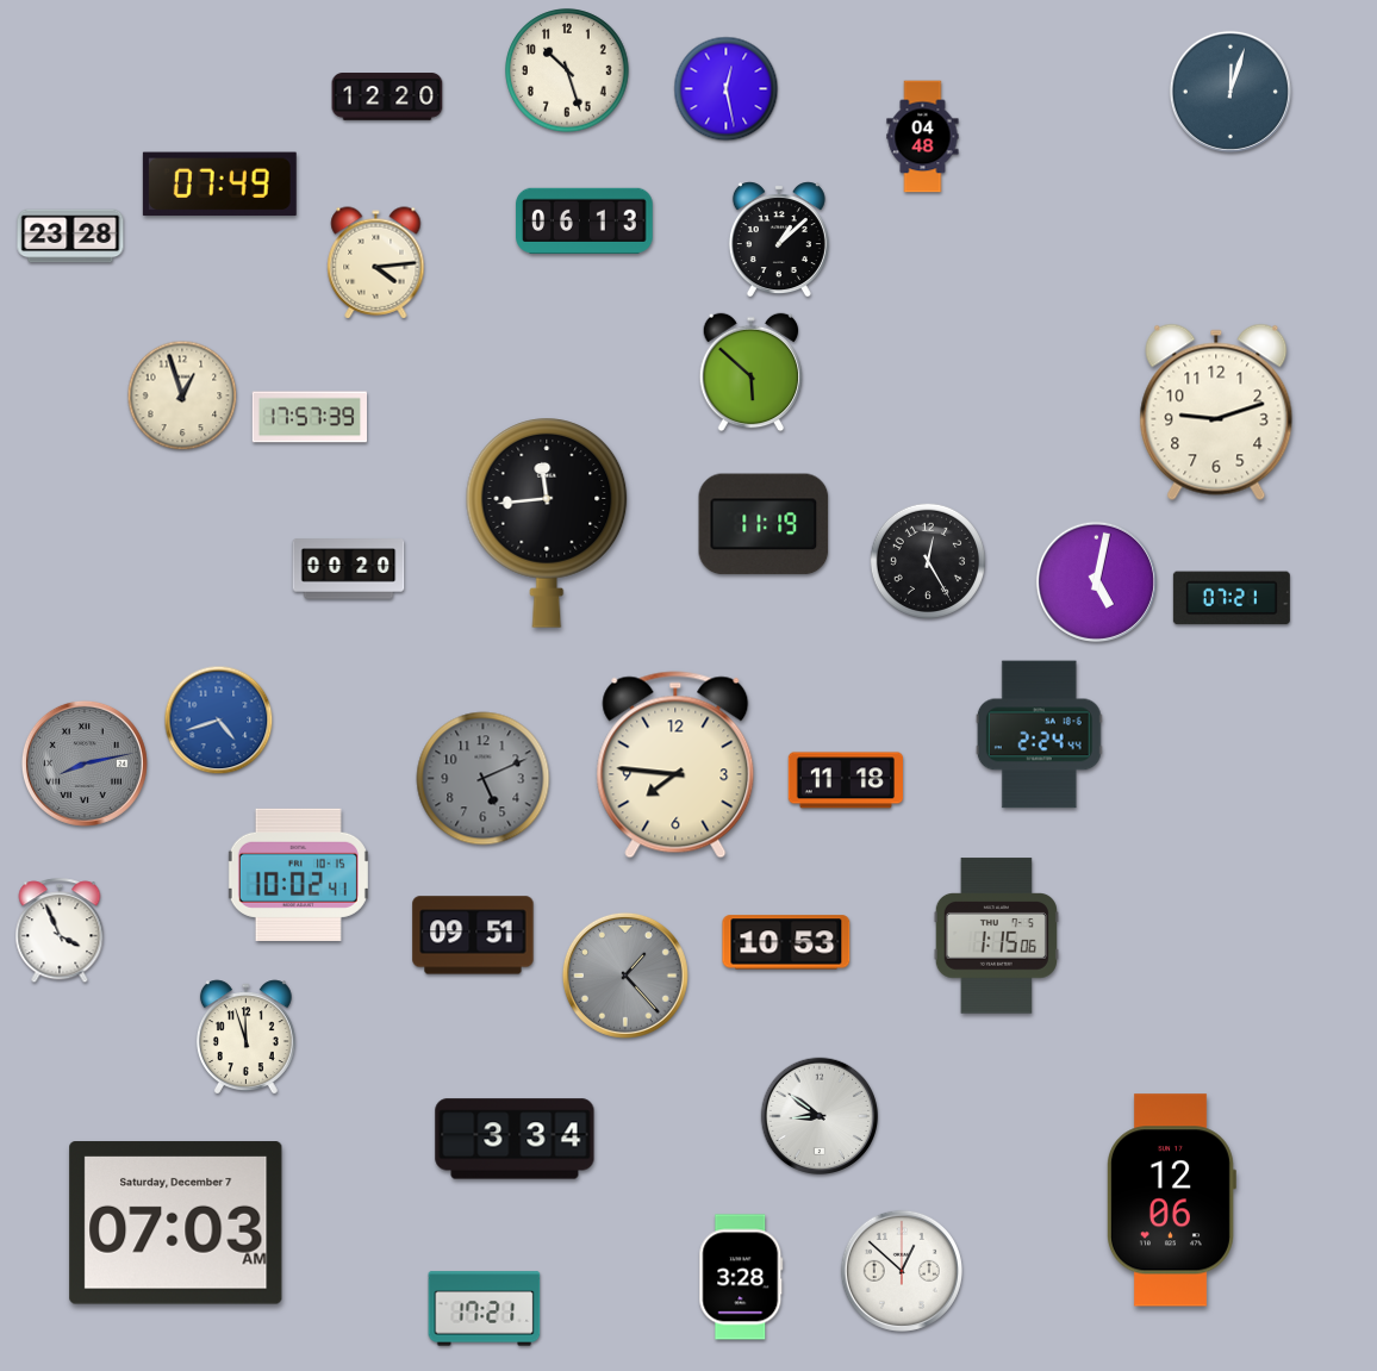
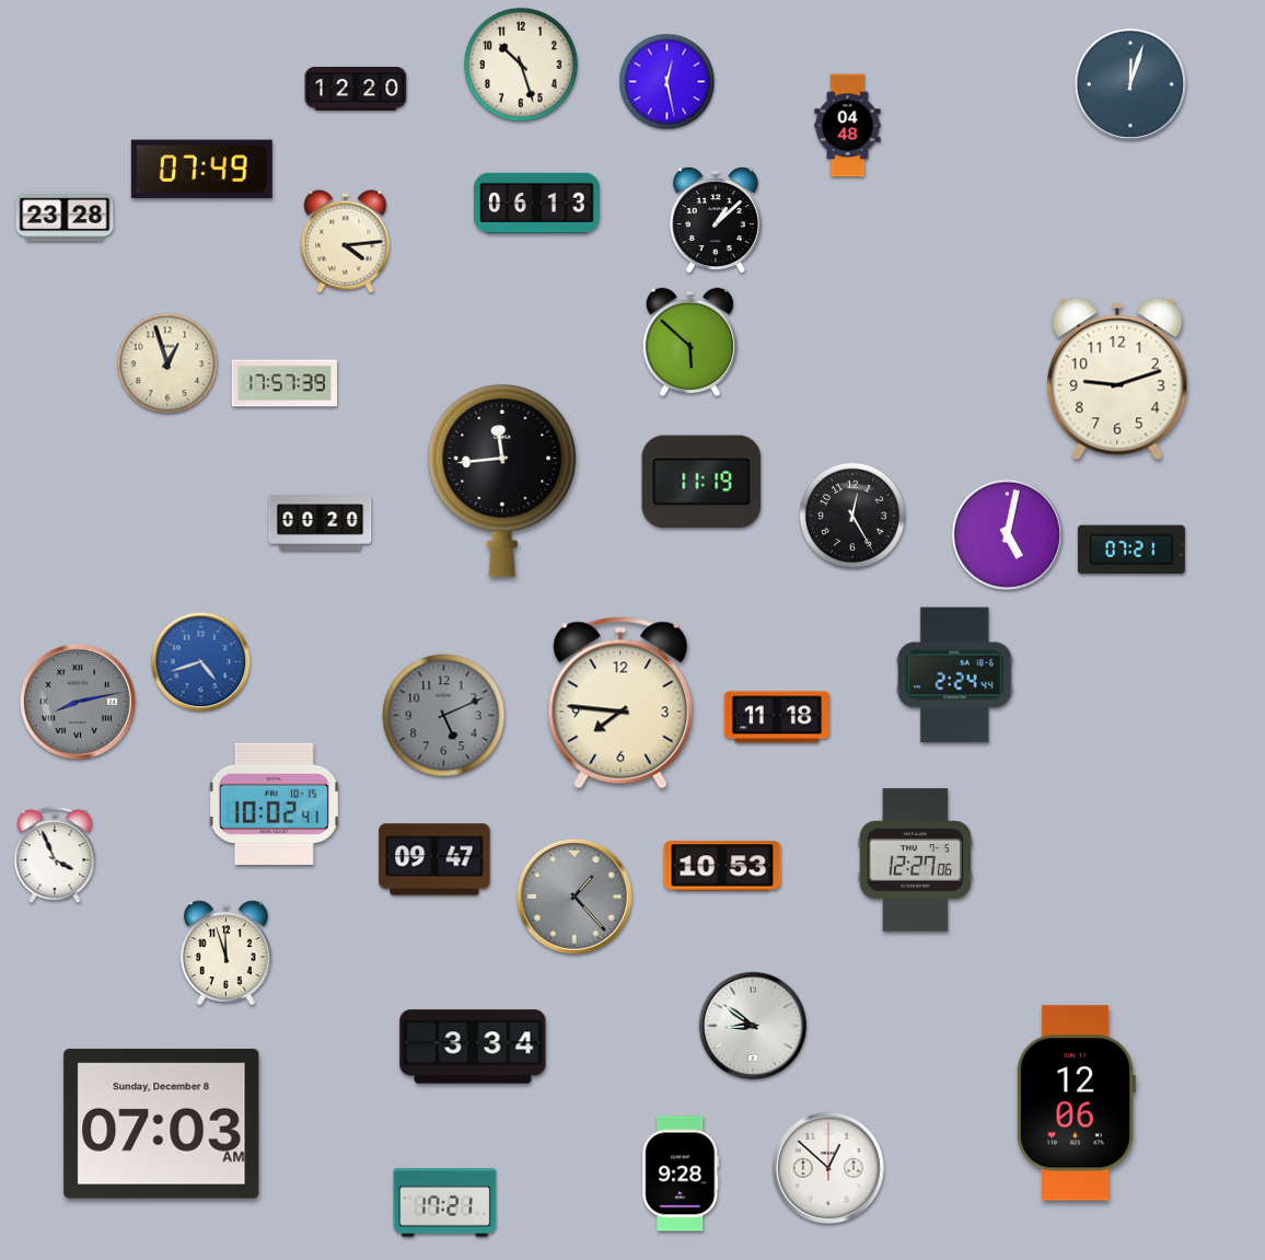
clock at (473, 935): 09:51 -> 09:47
clock at (996, 936): 1:15 -> 12:27
clock at (176, 1223) date: Saturday, December 7 -> Sunday, December 8
clock at (741, 1277): 3:28 -> 9:28
